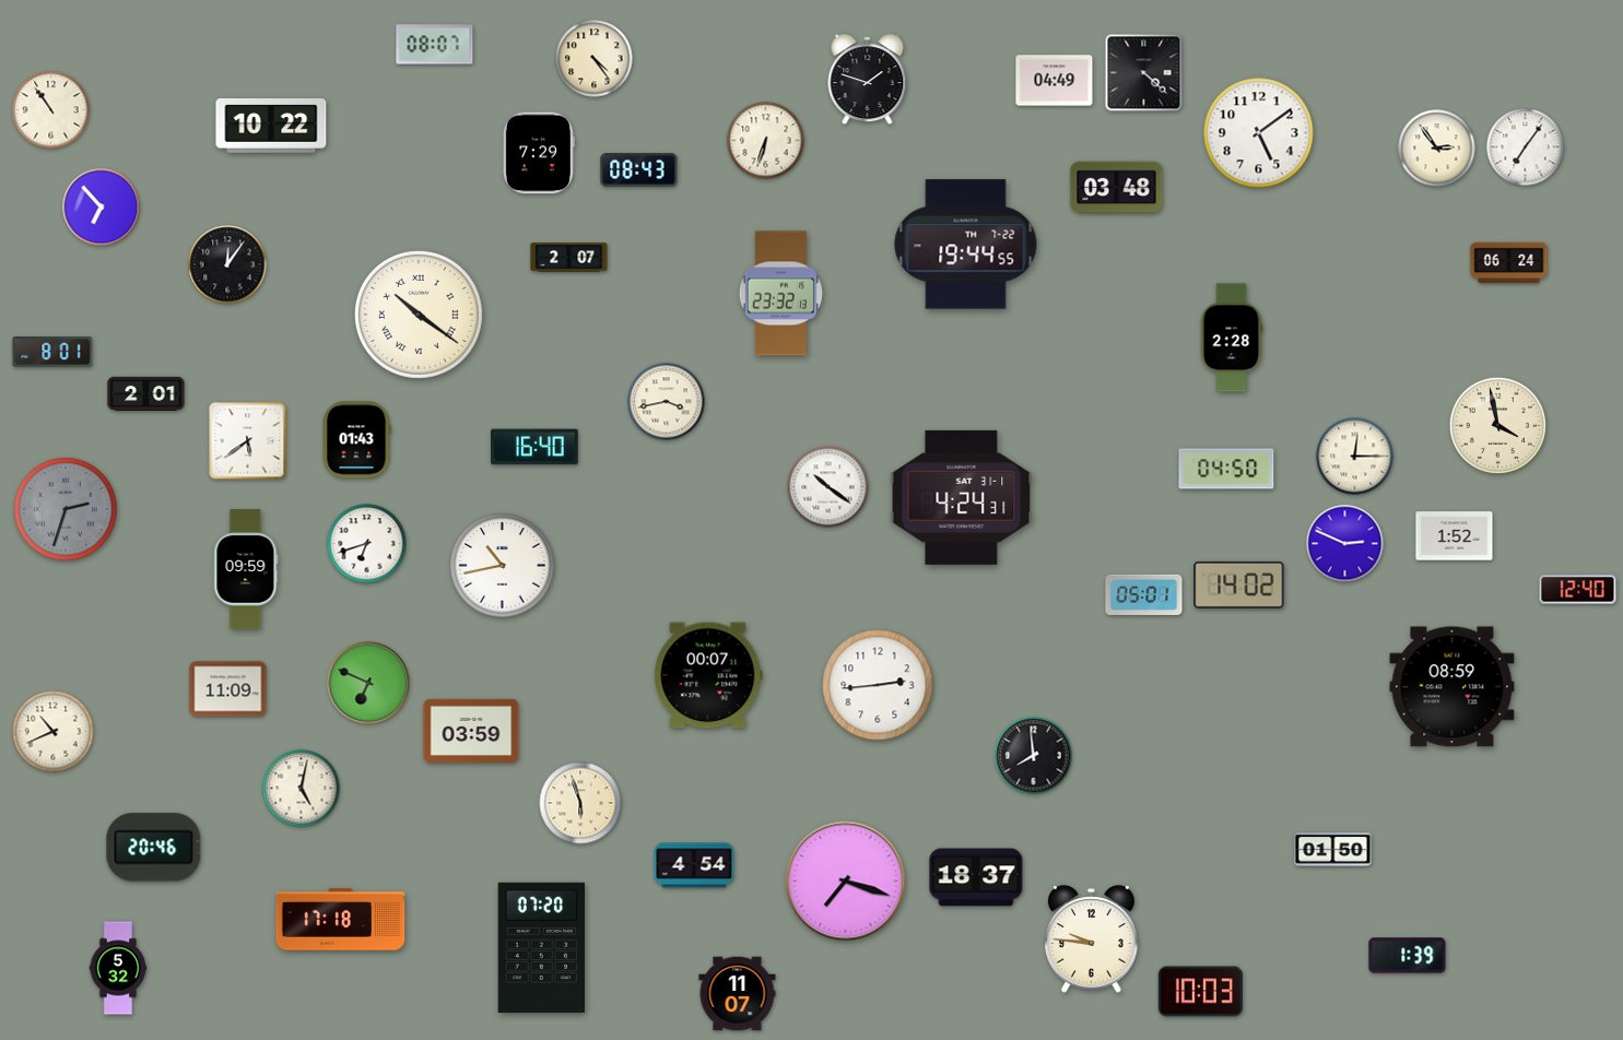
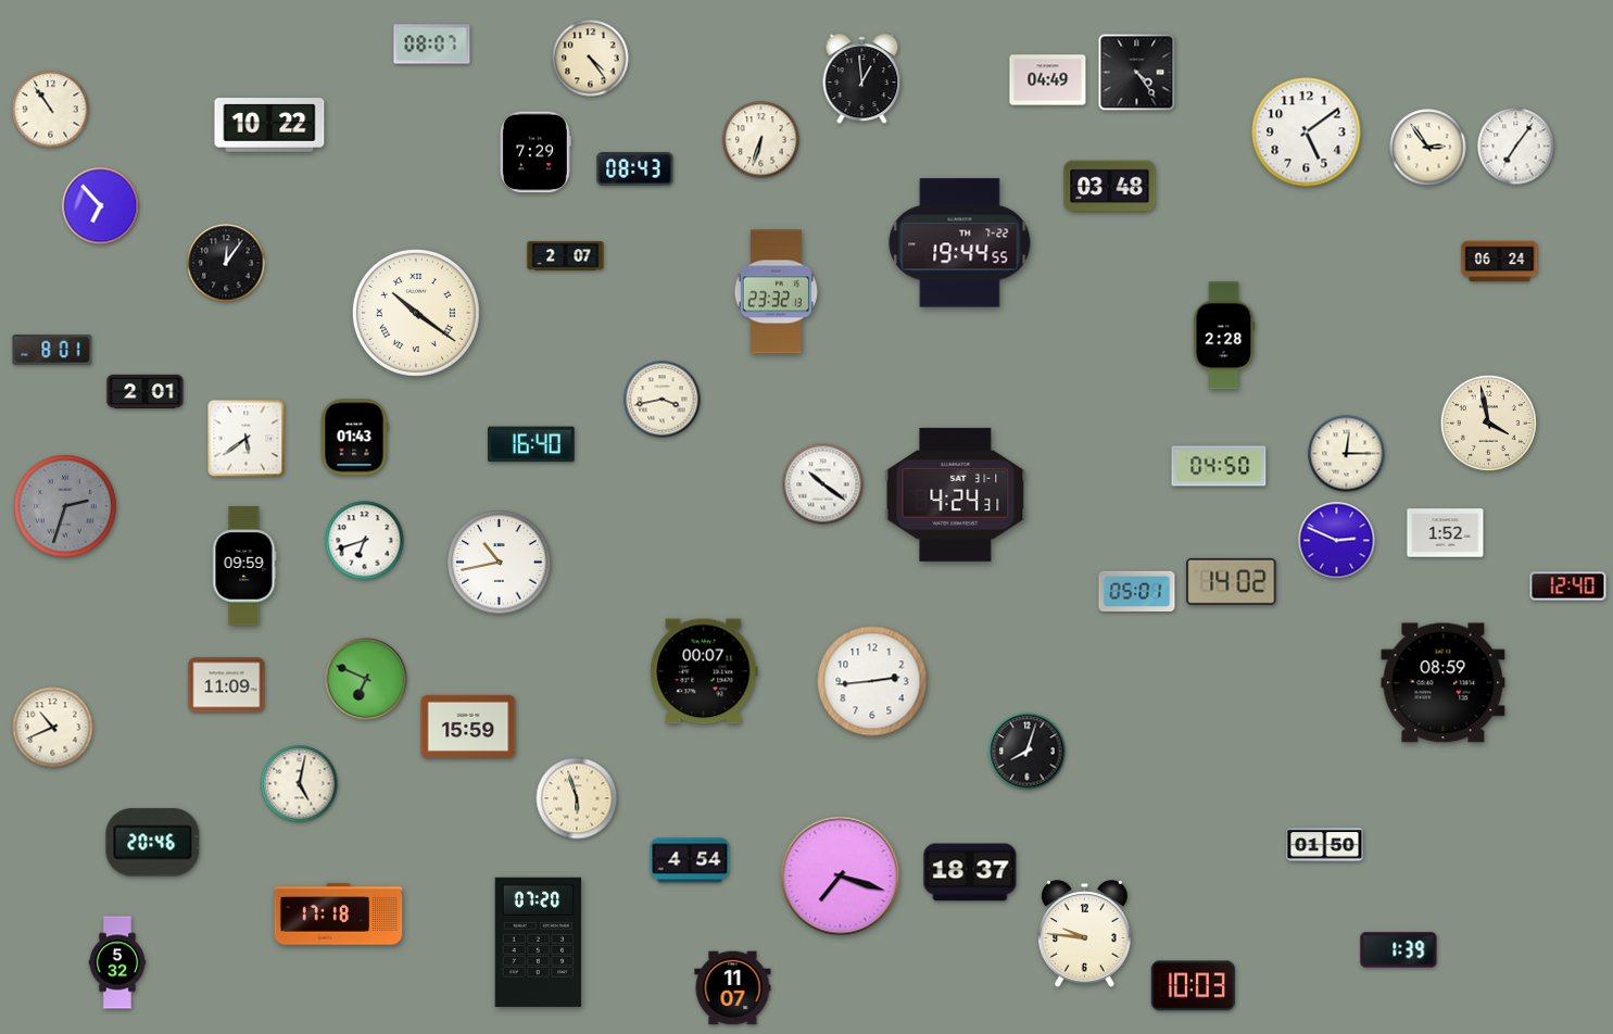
clock at (1144, 73): 4:22 -> 4:24
clock at (868, 80): 1:48 -> 12:59
clock at (1259, 133) position: (1259, 133) -> (1307, 133)
clock at (471, 731): 03:59 -> 15:59
clock at (1034, 756): 7:59 -> 8:03
